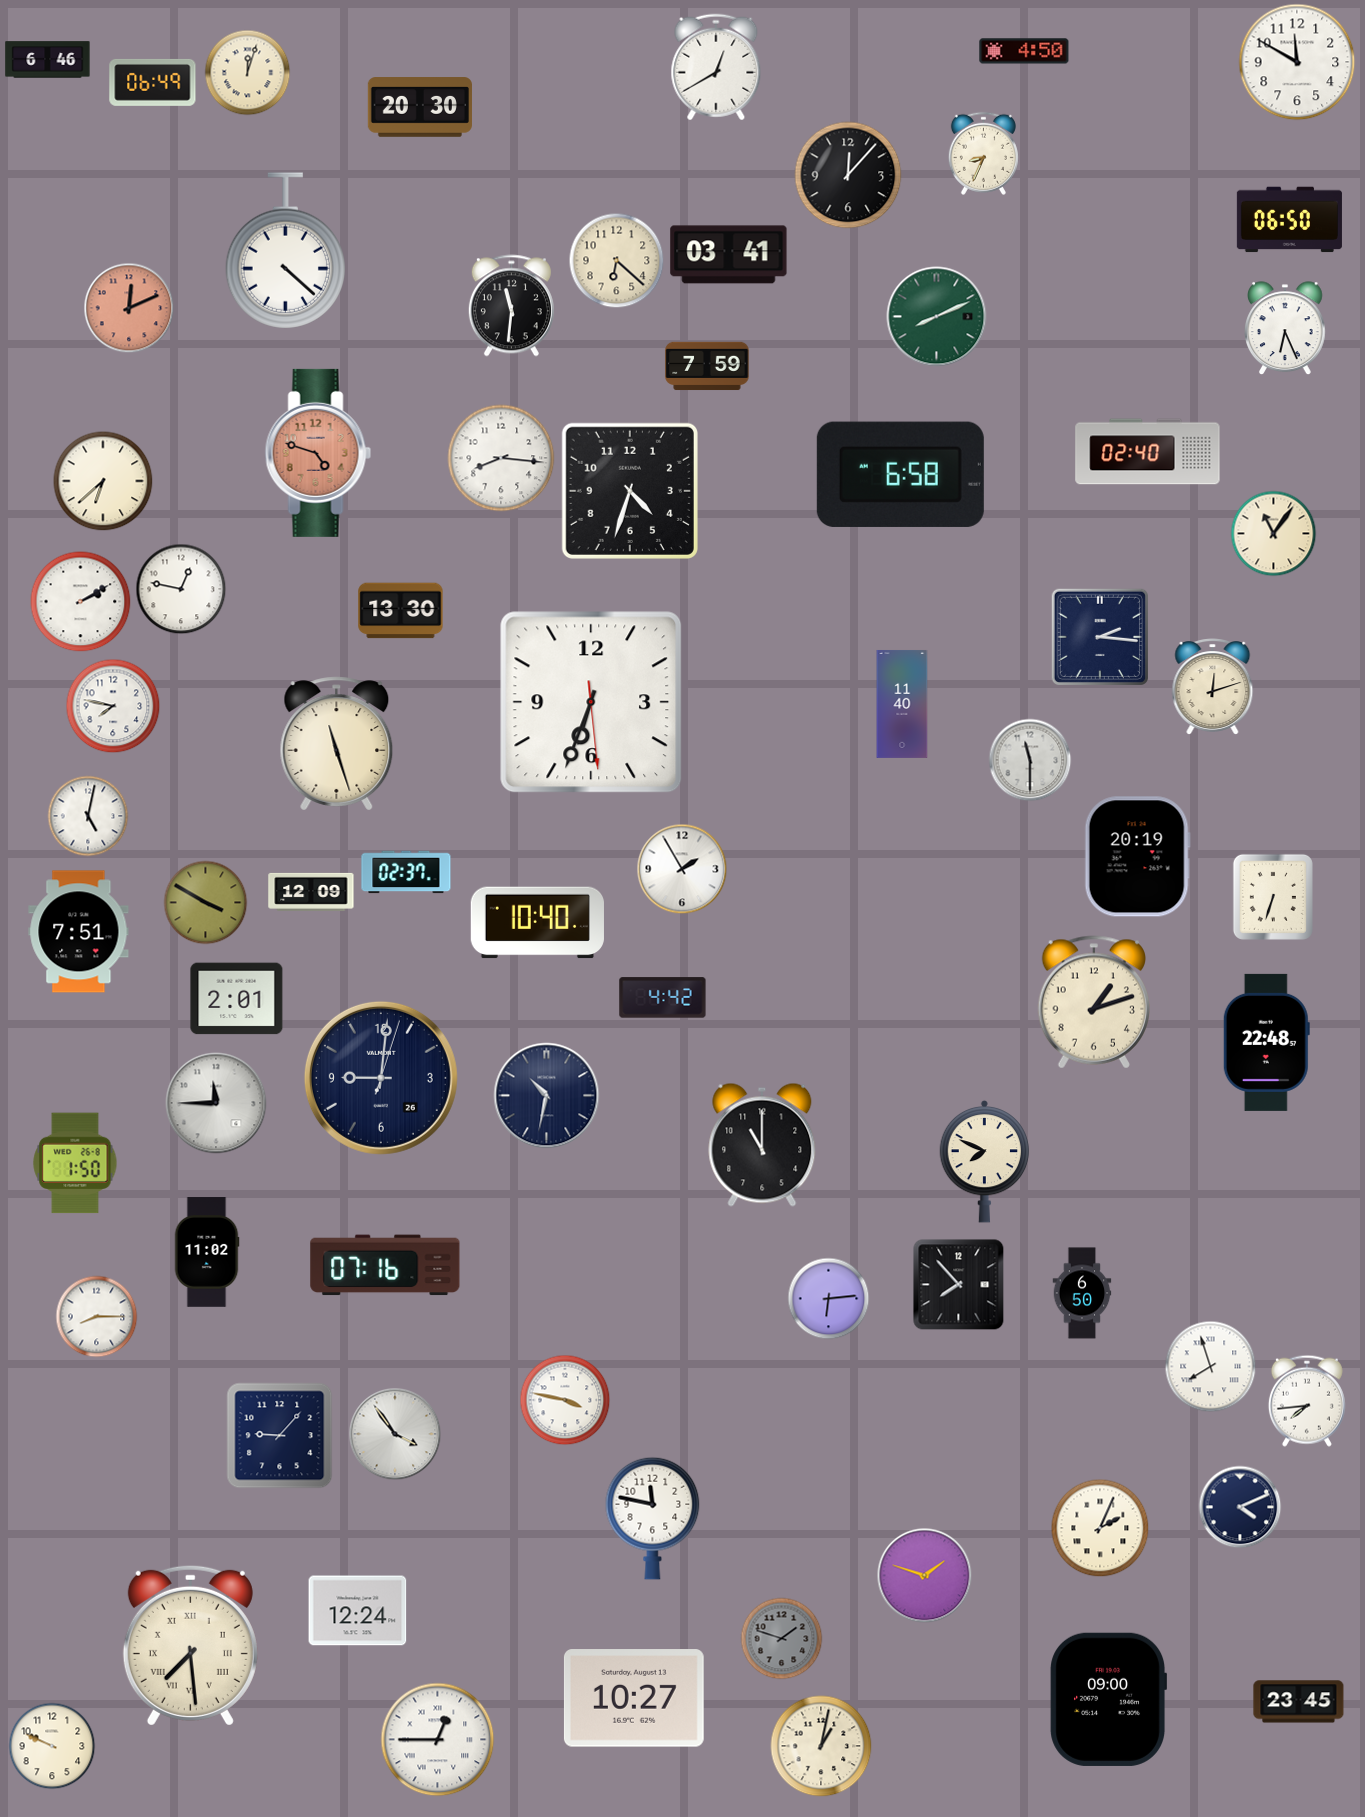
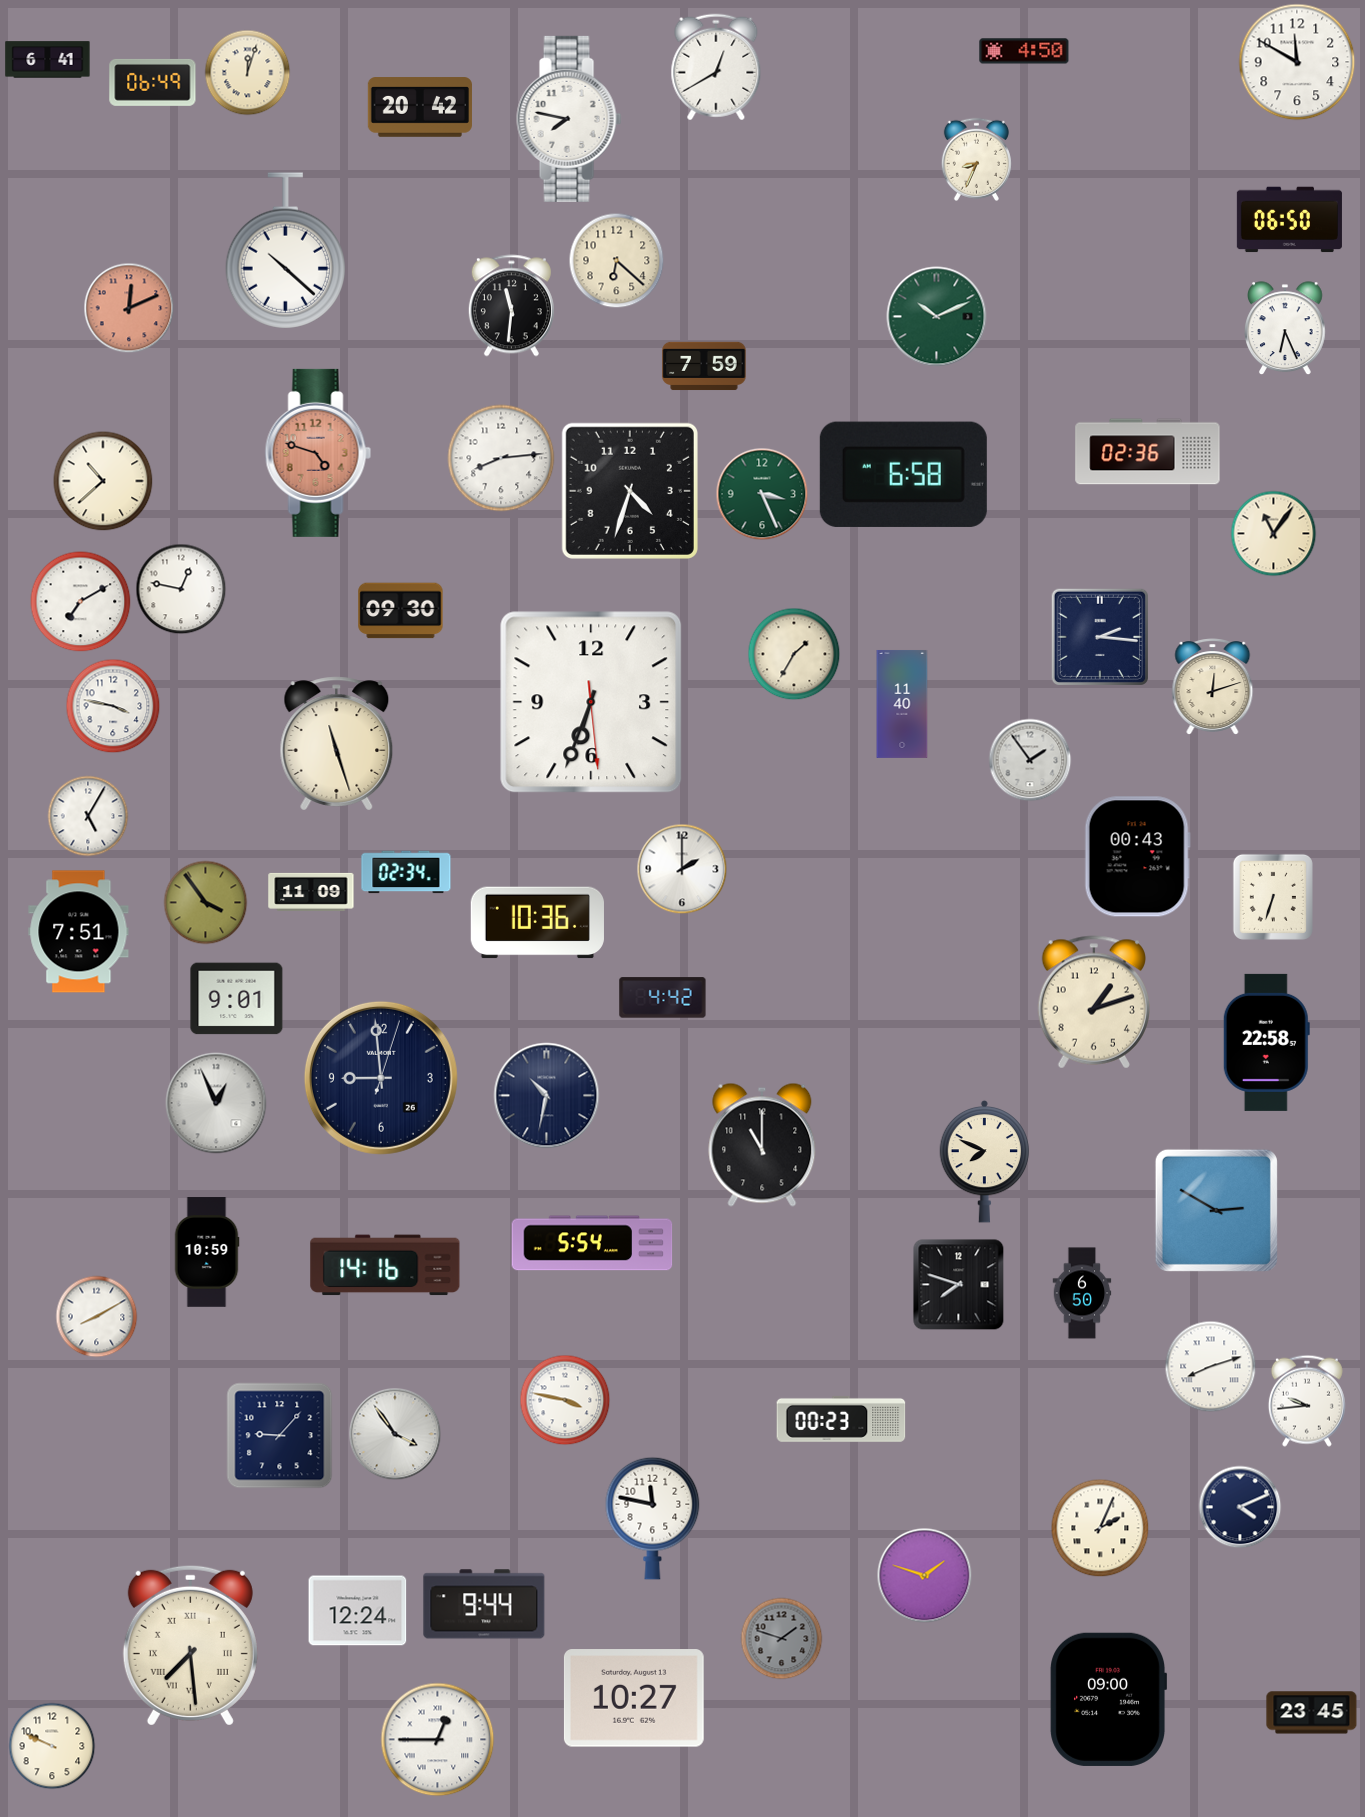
clock at (48, 60): 6:46 -> 6:41
clock at (420, 107): 20:30 -> 20:42
clock at (569, 119): none -> 7:47
clock at (983, 153) position: (983, 153) -> (976, 159)
clock at (848, 175): 12:07 -> none
clock at (285, 251): 4:22 -> 10:22
clock at (729, 255): 03:41 -> none
clock at (937, 317): 8:11 -> 10:11
clock at (707, 366) position: (707, 366) -> (704, 366)
clock at (1148, 452): 02:40 -> 02:36
clock at (501, 458): 8:16 -> 8:14
clock at (900, 474) position: (900, 474) -> (903, 474)
clock at (103, 481): 6:38 -> 10:38
clock at (762, 494): none -> 3:26
clock at (81, 602): 2:10 -> 7:10
clock at (401, 611): 13:30 -> 09:30
clock at (794, 654): none -> 1:35
clock at (113, 706): 7:47 -> 3:47
clock at (1030, 760): 11:30 -> 1:54
clock at (88, 816): 5:02 -> 5:05
clock at (1137, 857): 20:19 -> 00:43
clock at (682, 869): 1:55 -> 2:00
clock at (406, 872): 02:37 -> 02:34
clock at (311, 892): 12:09 -> 11:09
clock at (206, 903): 3:50 -> 3:54
clock at (537, 923): 10:40 -> 10:36
clock at (237, 999): 2:01 -> 9:01
clock at (1266, 1042): 22:48 -> 22:58
clock at (381, 1078): 9:01 -> 8:59
clock at (216, 1103): 11:45 -> 12:56
clock at (75, 1163): 1:50 -> none
clock at (1216, 1210): none -> 2:50
clock at (592, 1243): none -> 5:54
clock at (207, 1252): 11:02 -> 10:59
clock at (385, 1265): 07:16 -> 14:16
clock at (959, 1285): 7:53 -> 7:48
clock at (829, 1299): 6:14 -> none
clock at (97, 1317): 8:15 -> 8:10
clock at (1211, 1367): 7:57 -> 8:12
clock at (1307, 1401): 7:44 -> 9:44
clock at (841, 1419): none -> 00:23
clock at (484, 1604): none -> 9:44
clock at (1299, 1702) position: (1299, 1702) -> (1312, 1713)
clock at (821, 1746): 1:02 -> none
